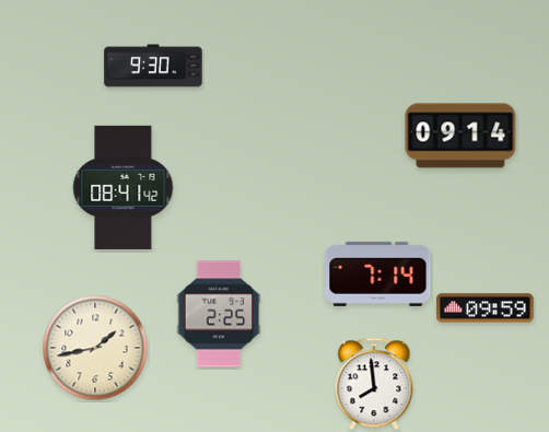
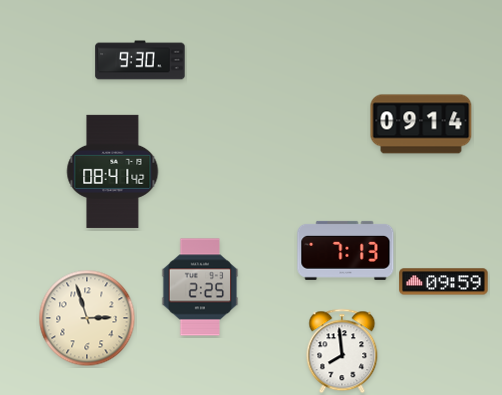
clock at (378, 273): 7:14 -> 7:13
clock at (95, 348): 1:43 -> 2:57
